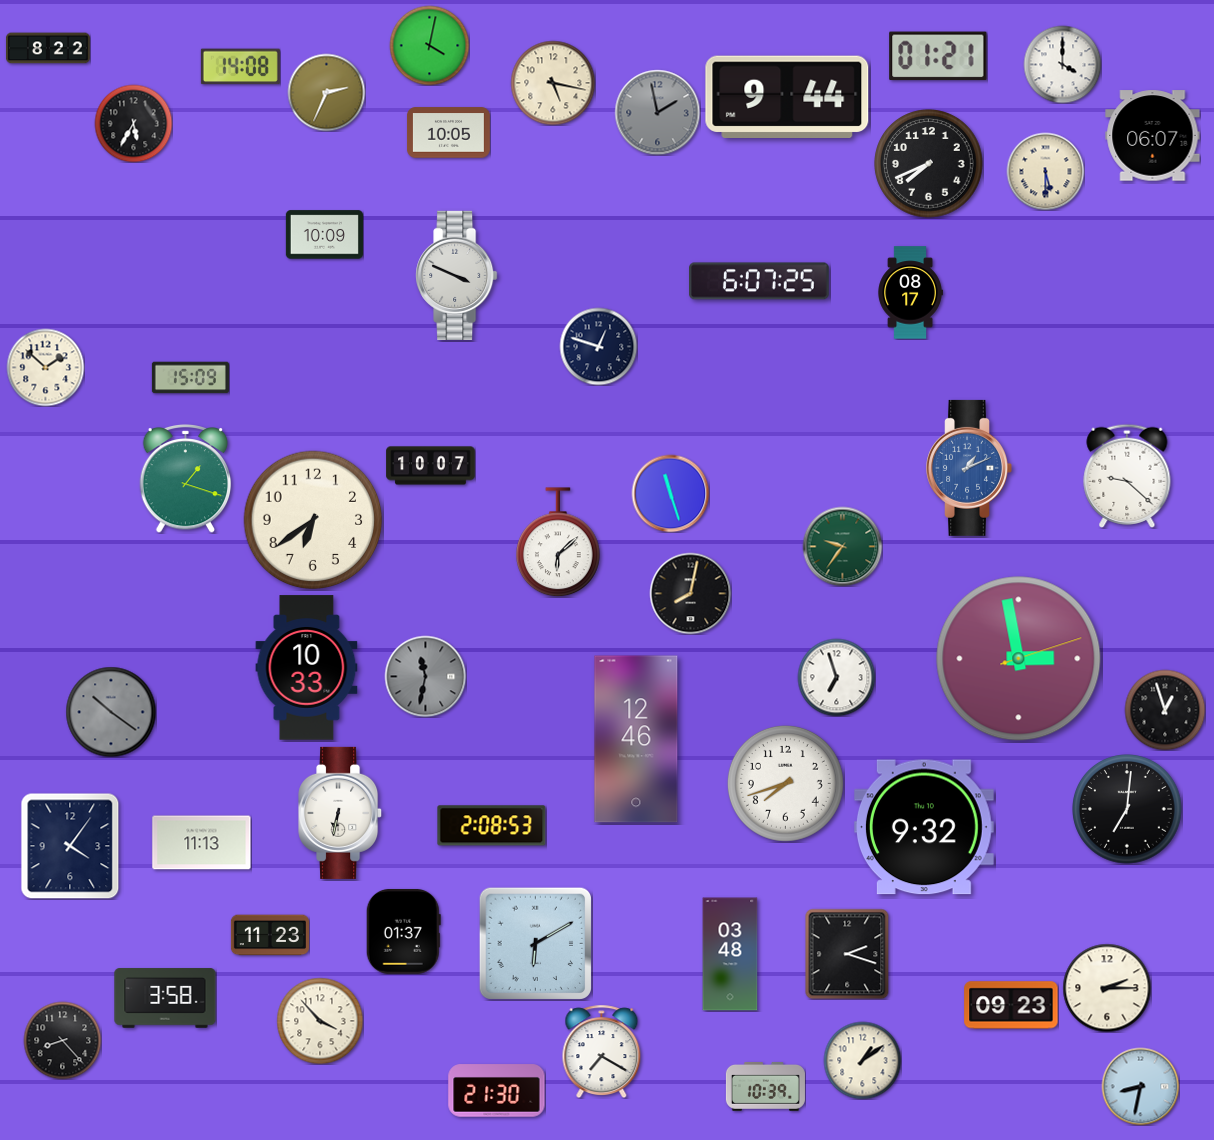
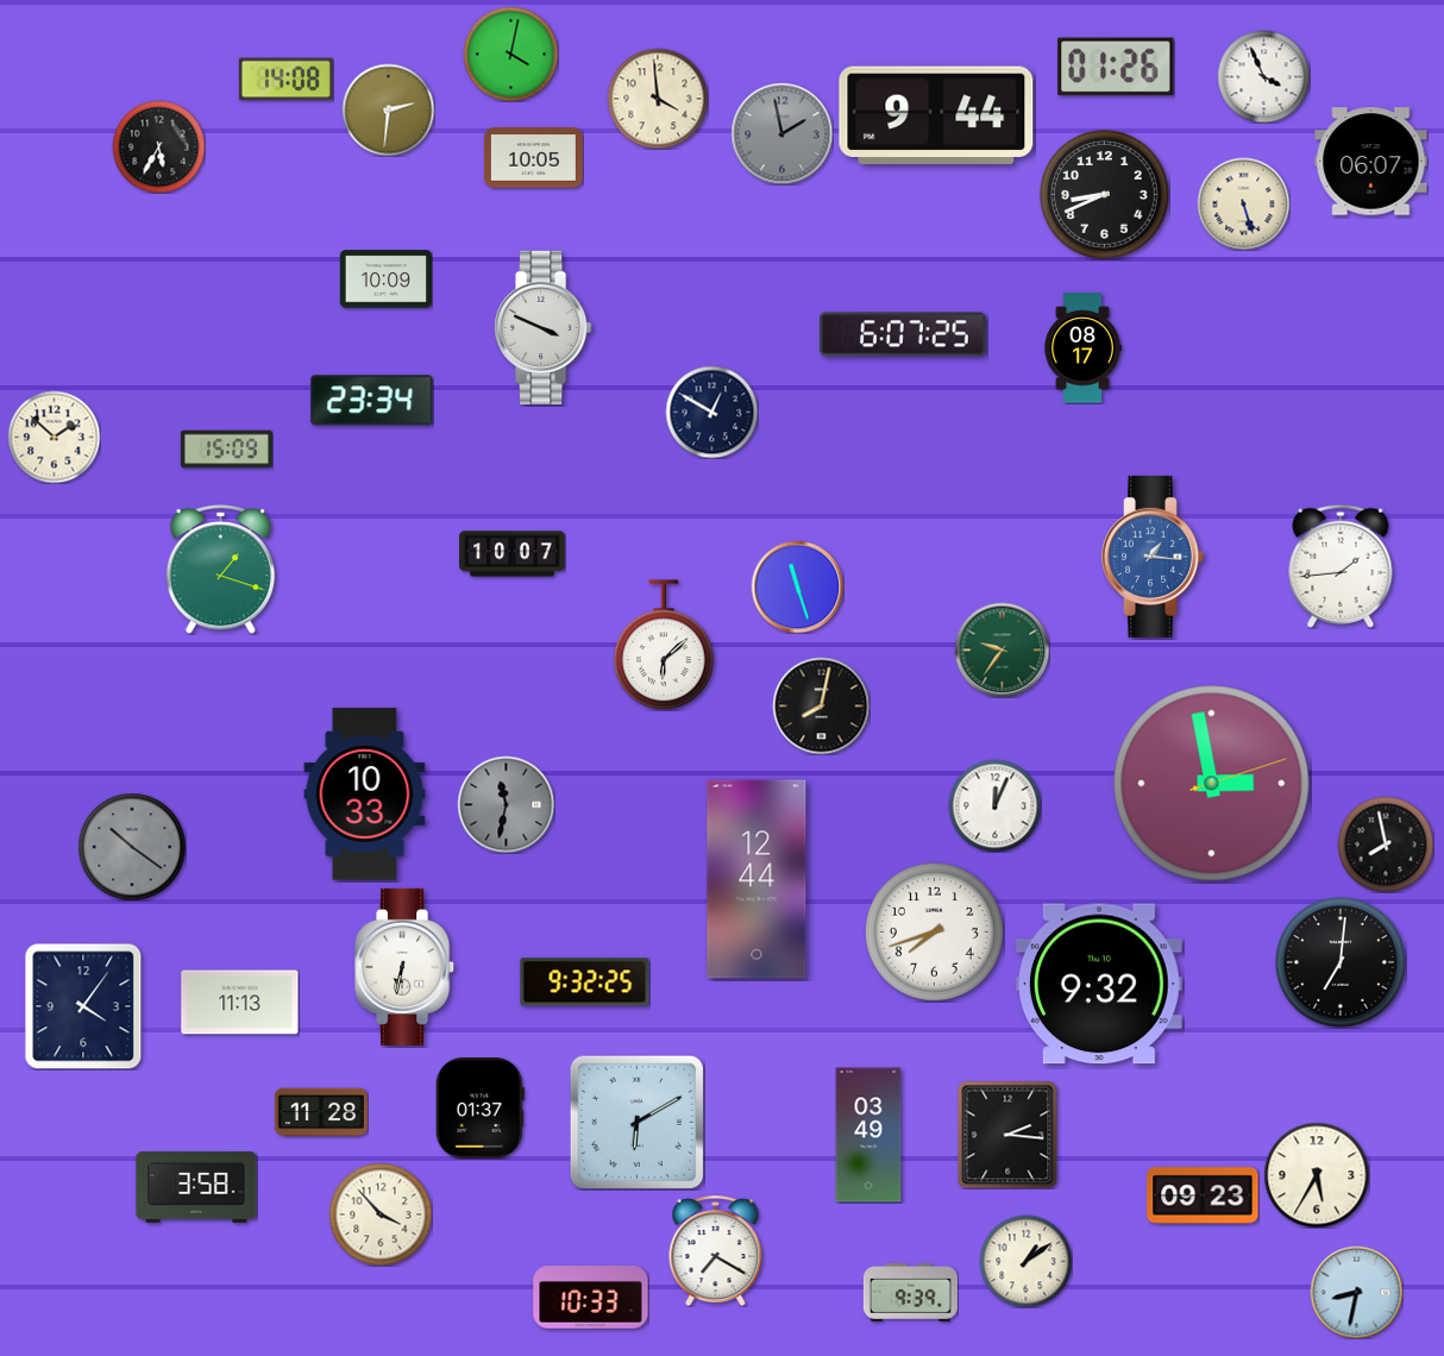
clock at (48, 48): 8:22 -> none
clock at (938, 56): 01:21 -> 01:26
clock at (1062, 64): 4:00 -> 3:56
clock at (553, 83): 5:17 -> 3:59
clock at (326, 92): 2:34 -> 2:31
clock at (929, 164): 7:41 -> 8:41
clock at (1045, 171): 5:30 -> 5:27
clock at (372, 401): none -> 23:34
clock at (598, 346): 12:48 -> 12:50
clock at (969, 468): 1:11 -> 1:16
clock at (1127, 476): 9:22 -> 1:44
clock at (313, 520): 6:39 -> none
clock at (836, 677): 6:57 -> 12:04
clock at (1165, 710): 12:57 -> 7:58
clock at (636, 739): 12:46 -> 12:44
clock at (492, 826): 2:08 -> 9:32
clock at (270, 935): 11:23 -> 11:28
clock at (730, 954): 03:48 -> 03:49
clock at (847, 954): 2:18 -> 2:16
clock at (1107, 988): 2:15 -> 5:35
clock at (62, 1040): 8:23 -> none
clock at (765, 1086): 10:39 -> 9:39
clock at (497, 1091): 21:30 -> 10:33
